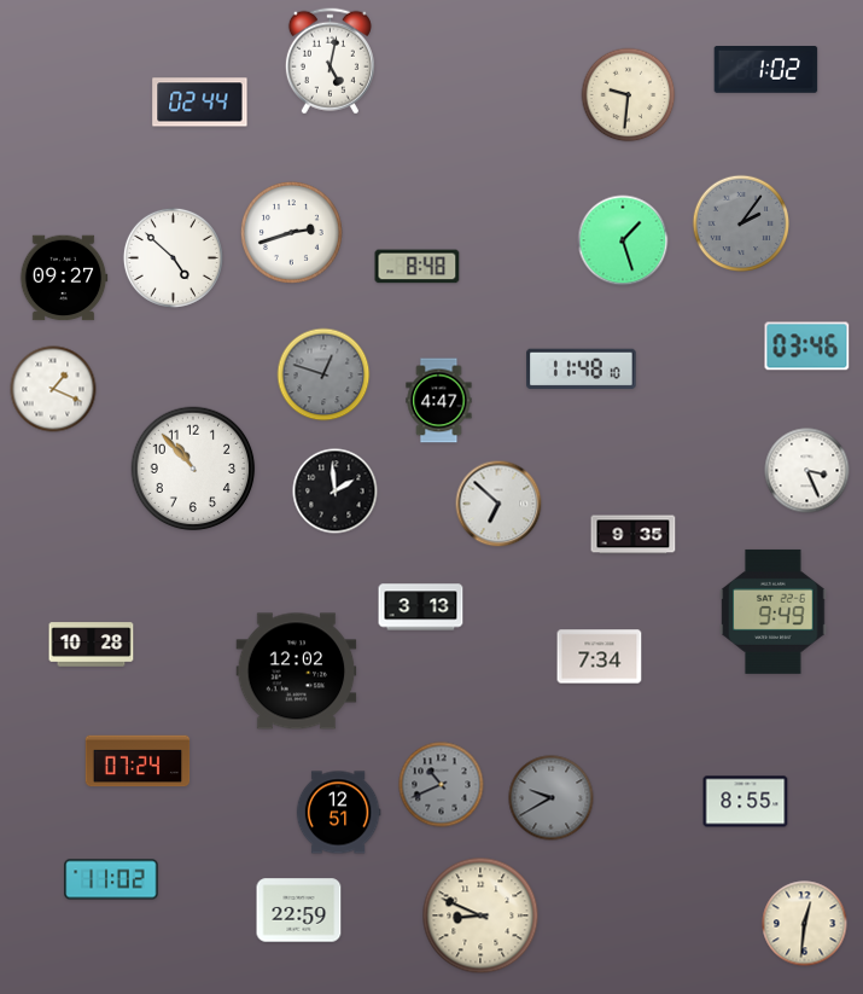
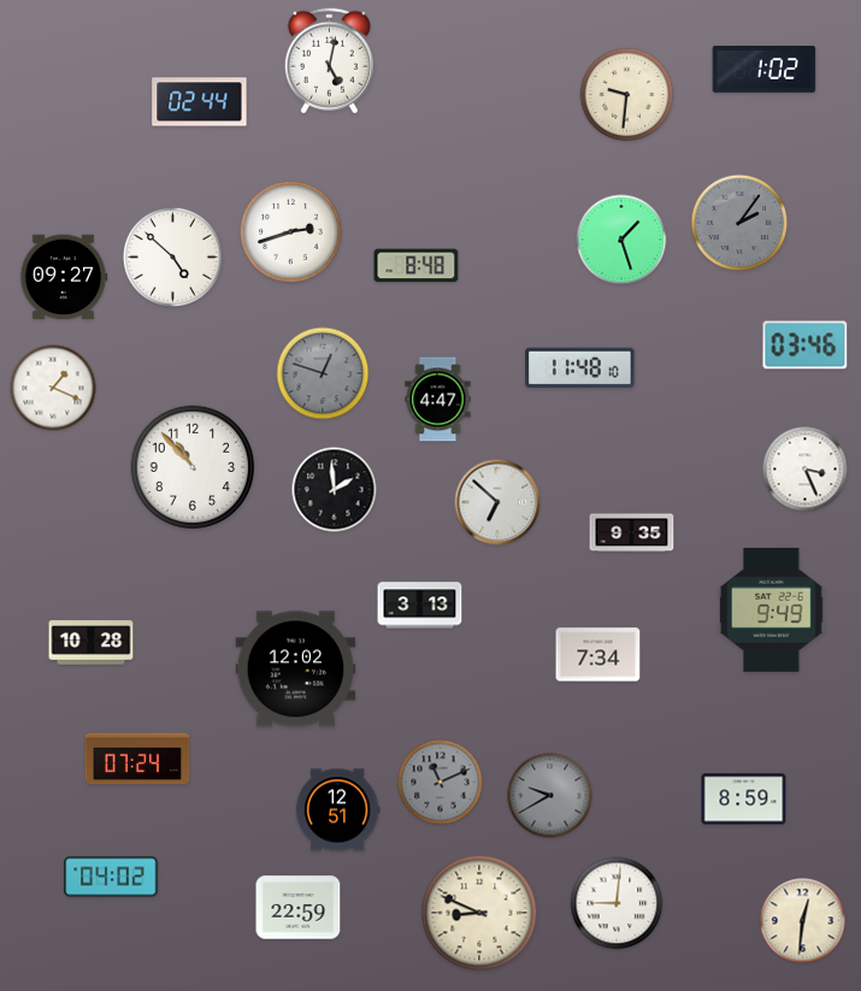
clock at (442, 785): 10:41 -> 11:11
clock at (746, 802): 8:55 -> 8:59
clock at (111, 879): 11:02 -> 04:02
clock at (617, 903): none -> 9:01
